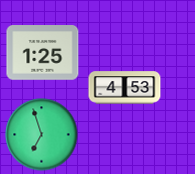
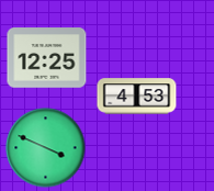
clock at (43, 53): 1:25 -> 12:25
clock at (42, 135): 6:57 -> 3:49
